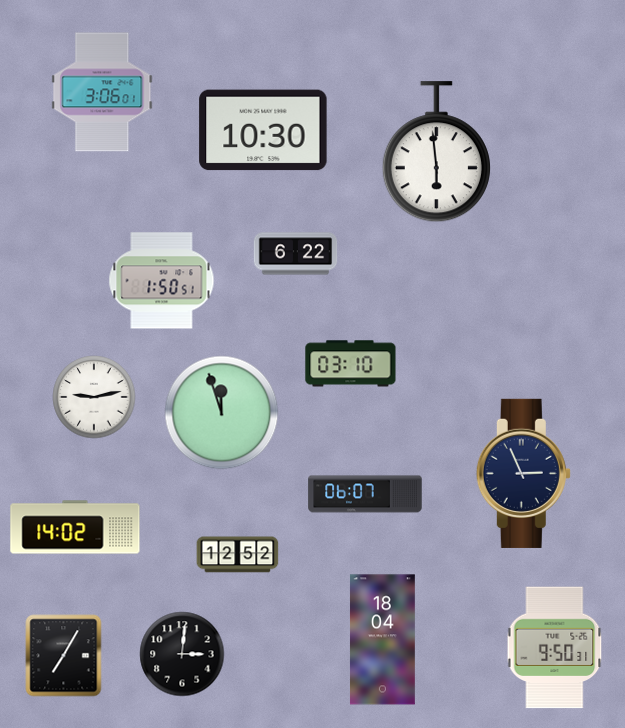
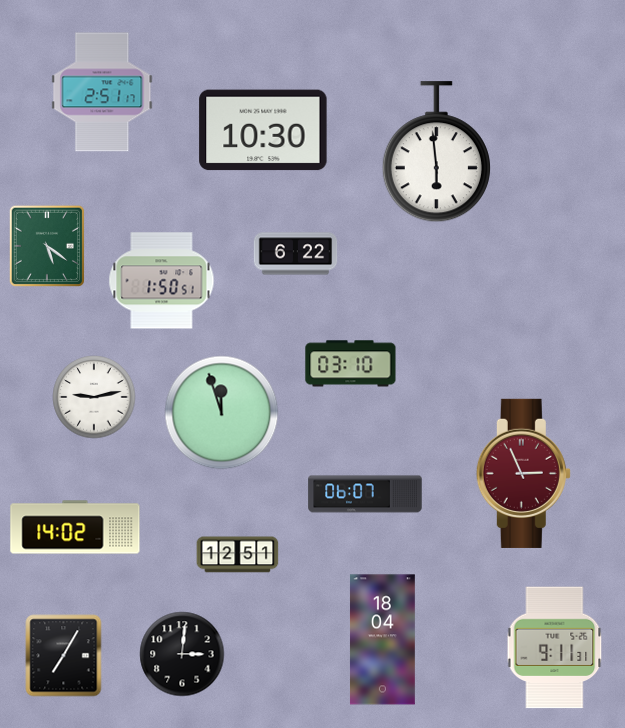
clock at (102, 92): 3:06 -> 2:51
clock at (47, 245): none -> 5:21
clock at (523, 473) dial: navy -> burgundy
clock at (238, 555): 12:52 -> 12:51
clock at (555, 648): 9:50 -> 9:11
